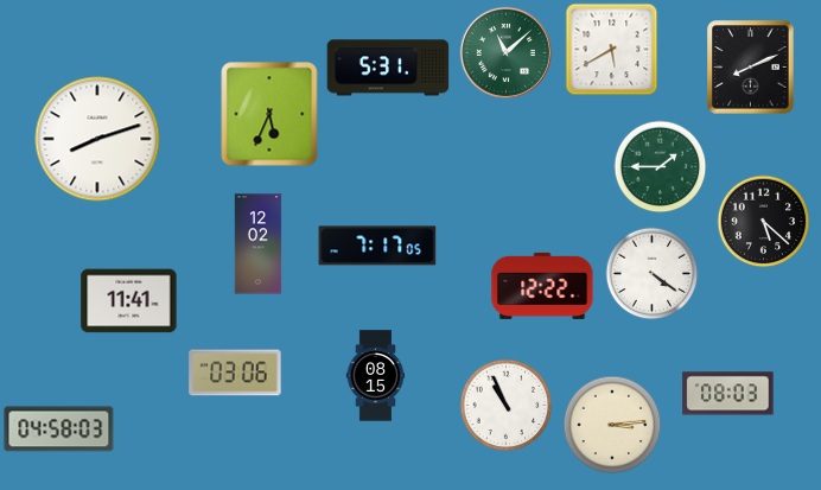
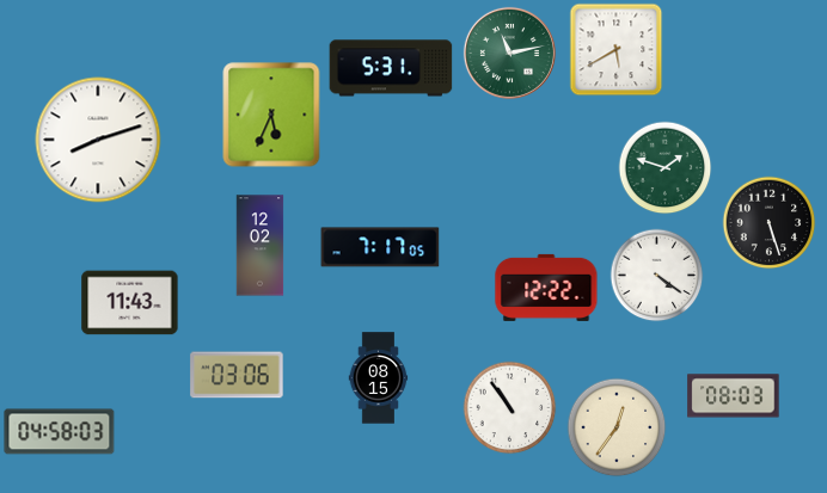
clock at (505, 52): 11:08 -> 11:13
clock at (751, 68): 8:11 -> none
clock at (660, 166): 1:45 -> 1:48
clock at (763, 221): 5:22 -> 5:27
clock at (129, 301): 11:41 -> 11:43
clock at (505, 405): 10:56 -> 10:54
clock at (612, 425): 3:14 -> 12:36
